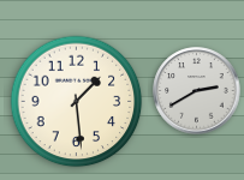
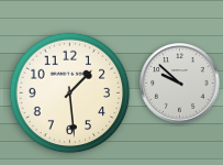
clock at (197, 91): 2:40 -> 9:52
